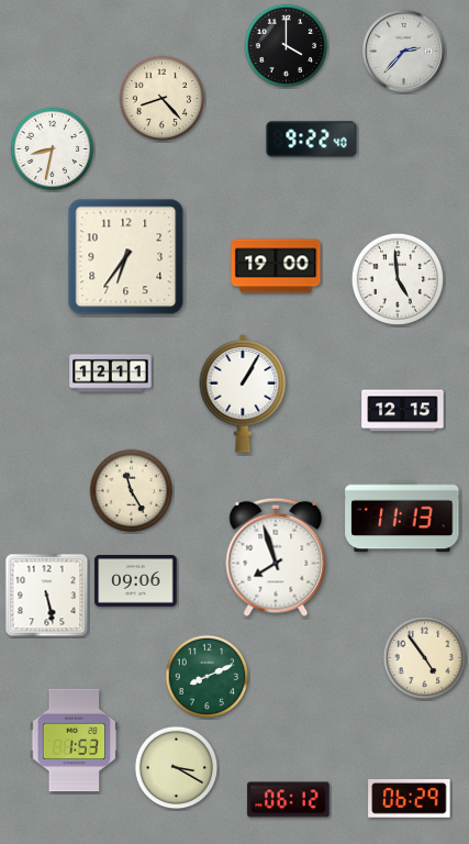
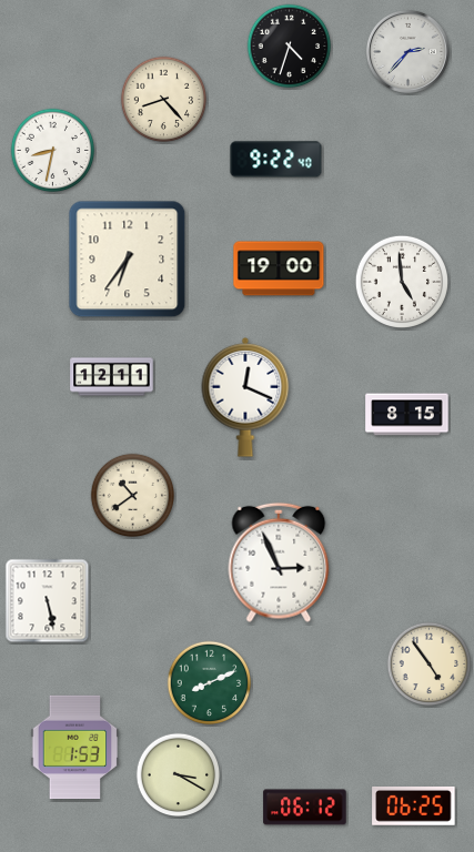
clock at (287, 46): 4:00 -> 4:33
clock at (312, 140) position: (312, 140) -> (276, 160)
clock at (243, 395): 1:05 -> 12:19
clock at (403, 411): 12:15 -> 8:15
clock at (132, 491): 11:25 -> 10:39
clock at (402, 517): 11:13 -> none
clock at (276, 557): 7:57 -> 2:56
clock at (136, 581): 09:06 -> none
clock at (410, 798): 06:29 -> 06:25
clock at (289, 800) position: (289, 800) -> (305, 808)
